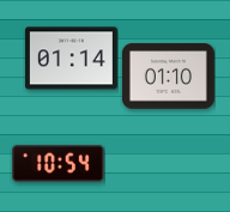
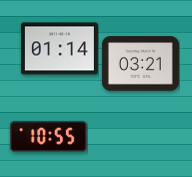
clock at (168, 77): 01:10 -> 03:21
clock at (57, 163): 10:54 -> 10:55
